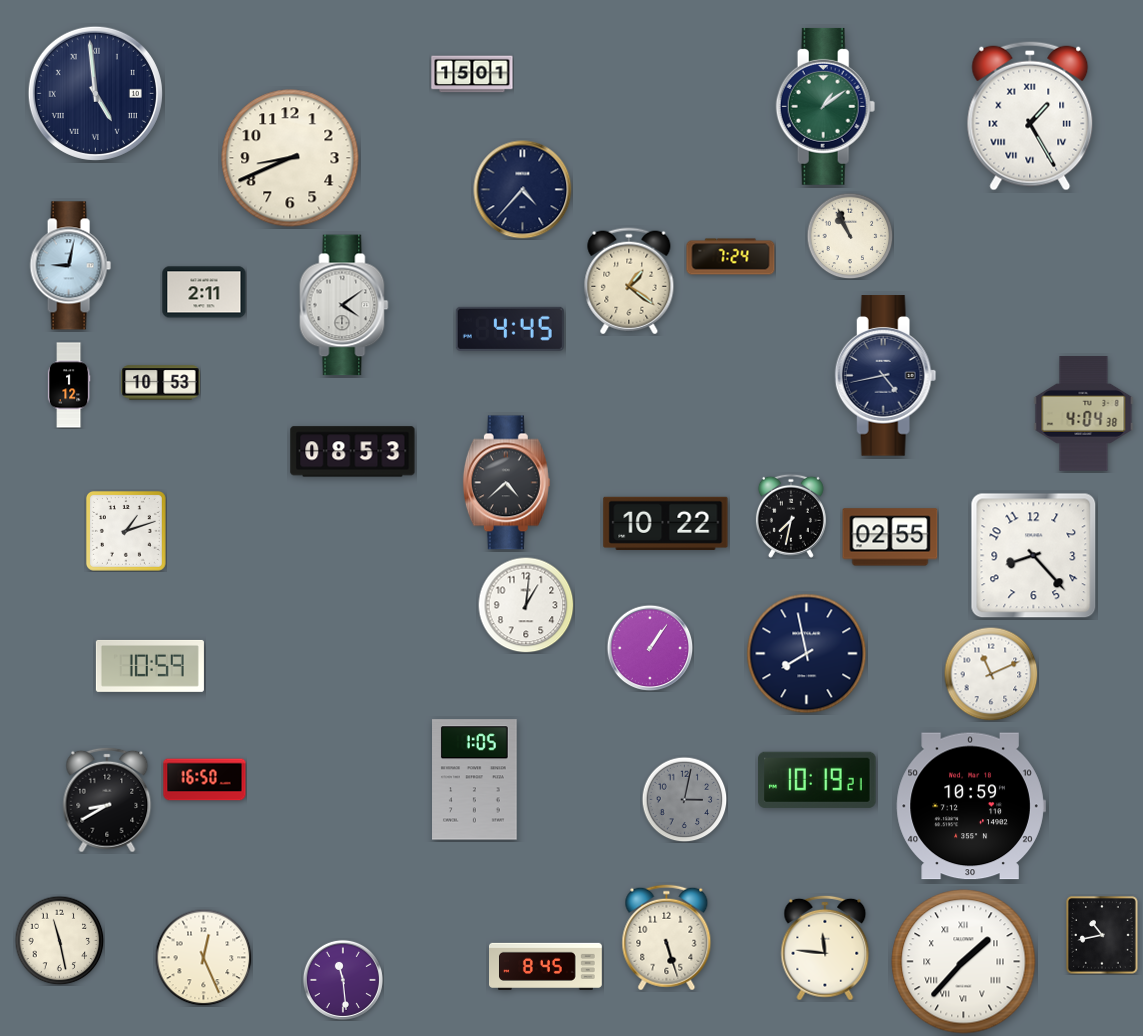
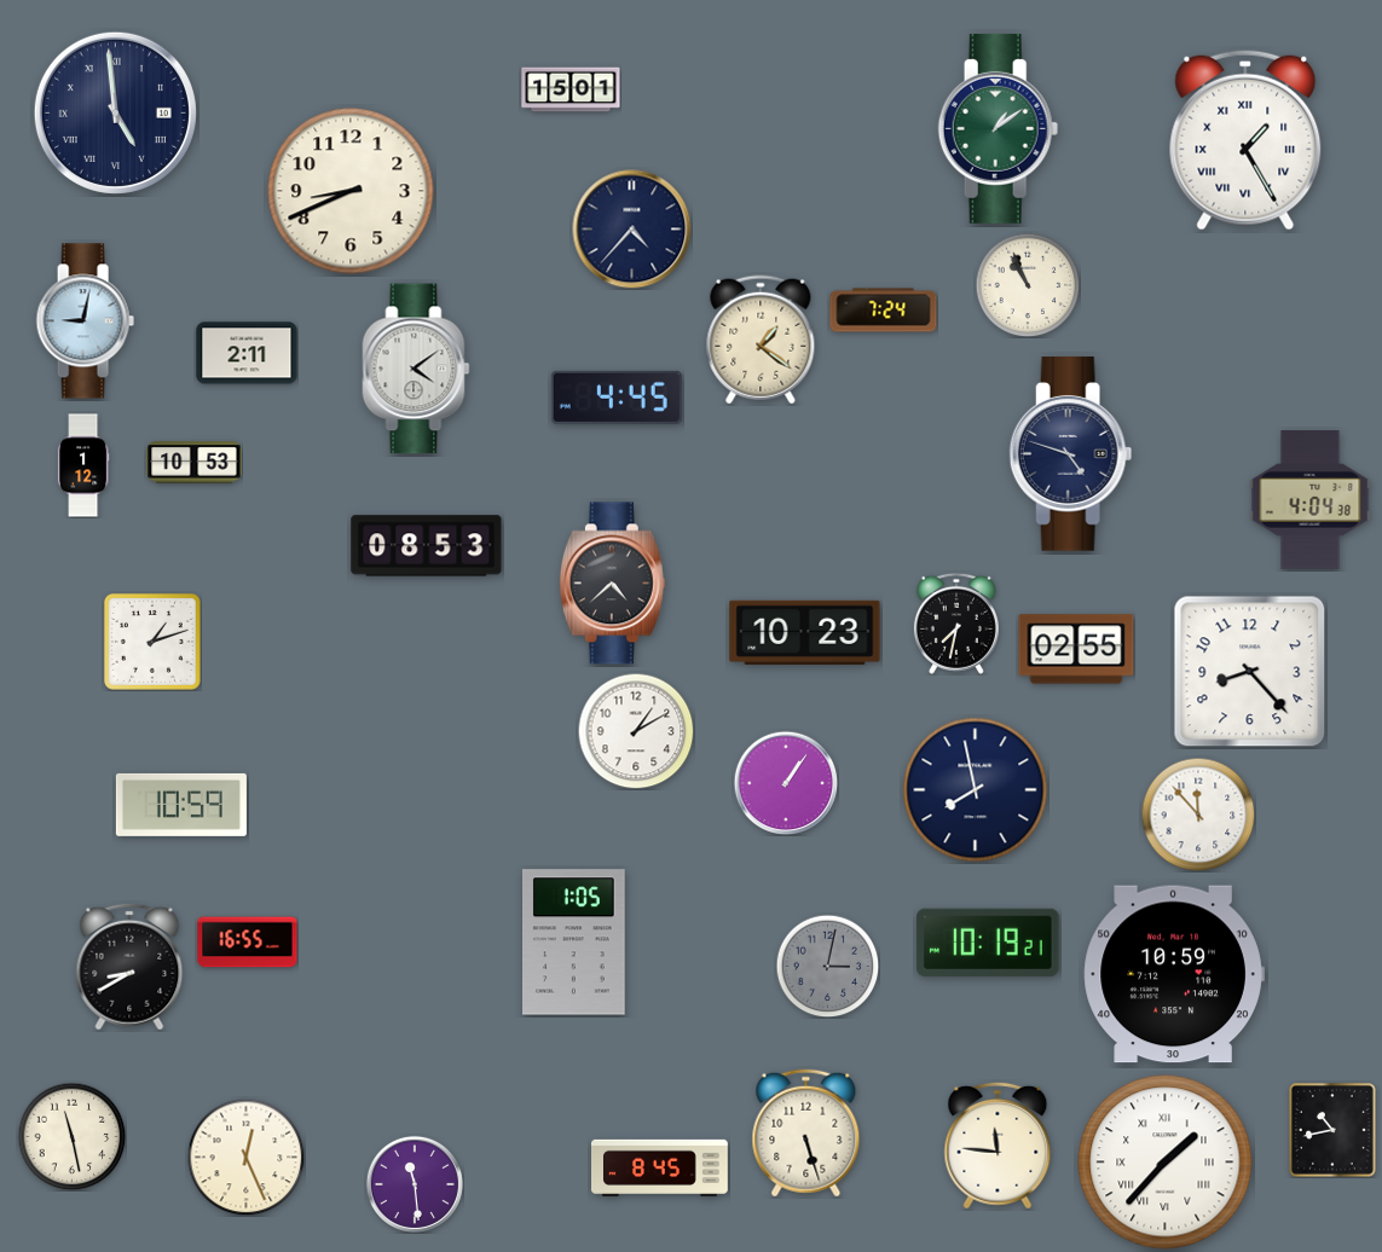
clock at (886, 376): 4:43 -> 4:48
clock at (666, 523): 10:22 -> 10:23
clock at (526, 605): 1:01 -> 1:10
clock at (991, 674): 11:11 -> 11:53
clock at (205, 780): 16:50 -> 16:55
